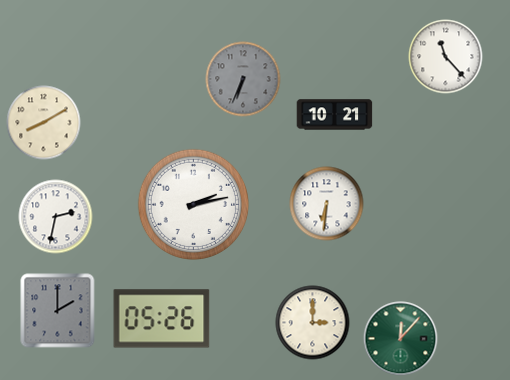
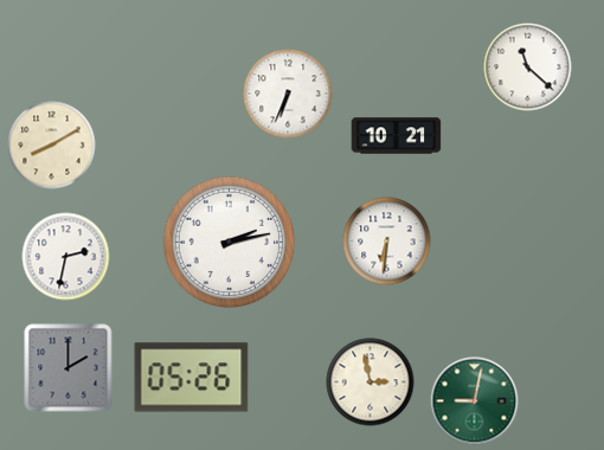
clock at (446, 57): 11:23 -> 11:22
clock at (243, 79) dial: grey -> white
clock at (313, 323): 3:00 -> 2:58
clock at (401, 339): 12:07 -> 9:02
